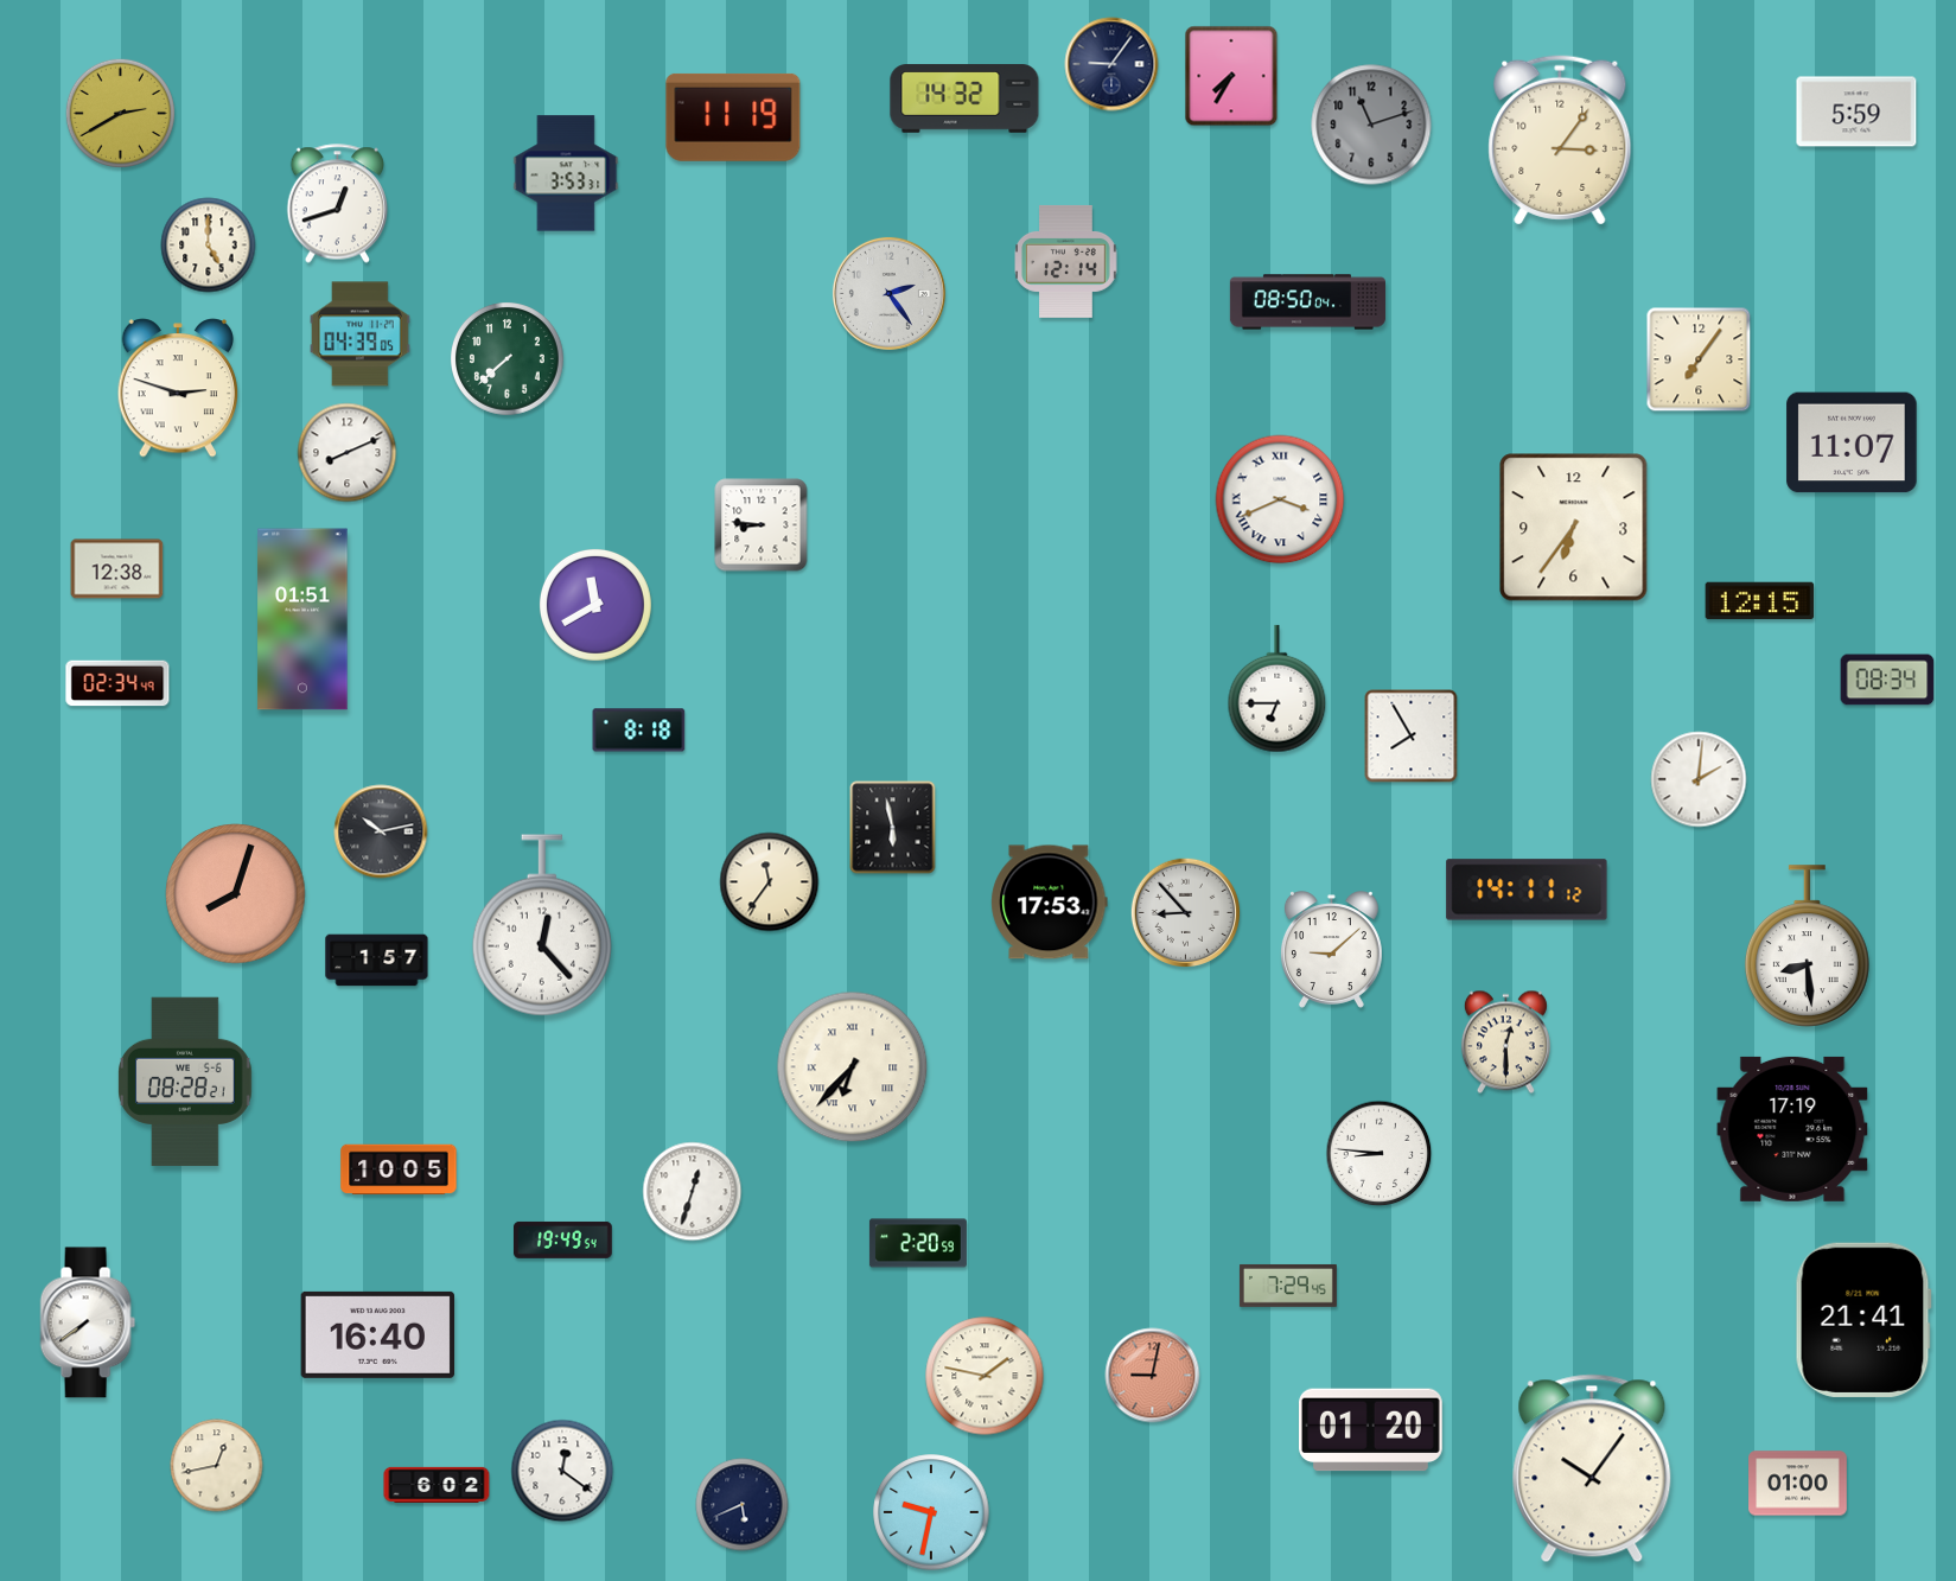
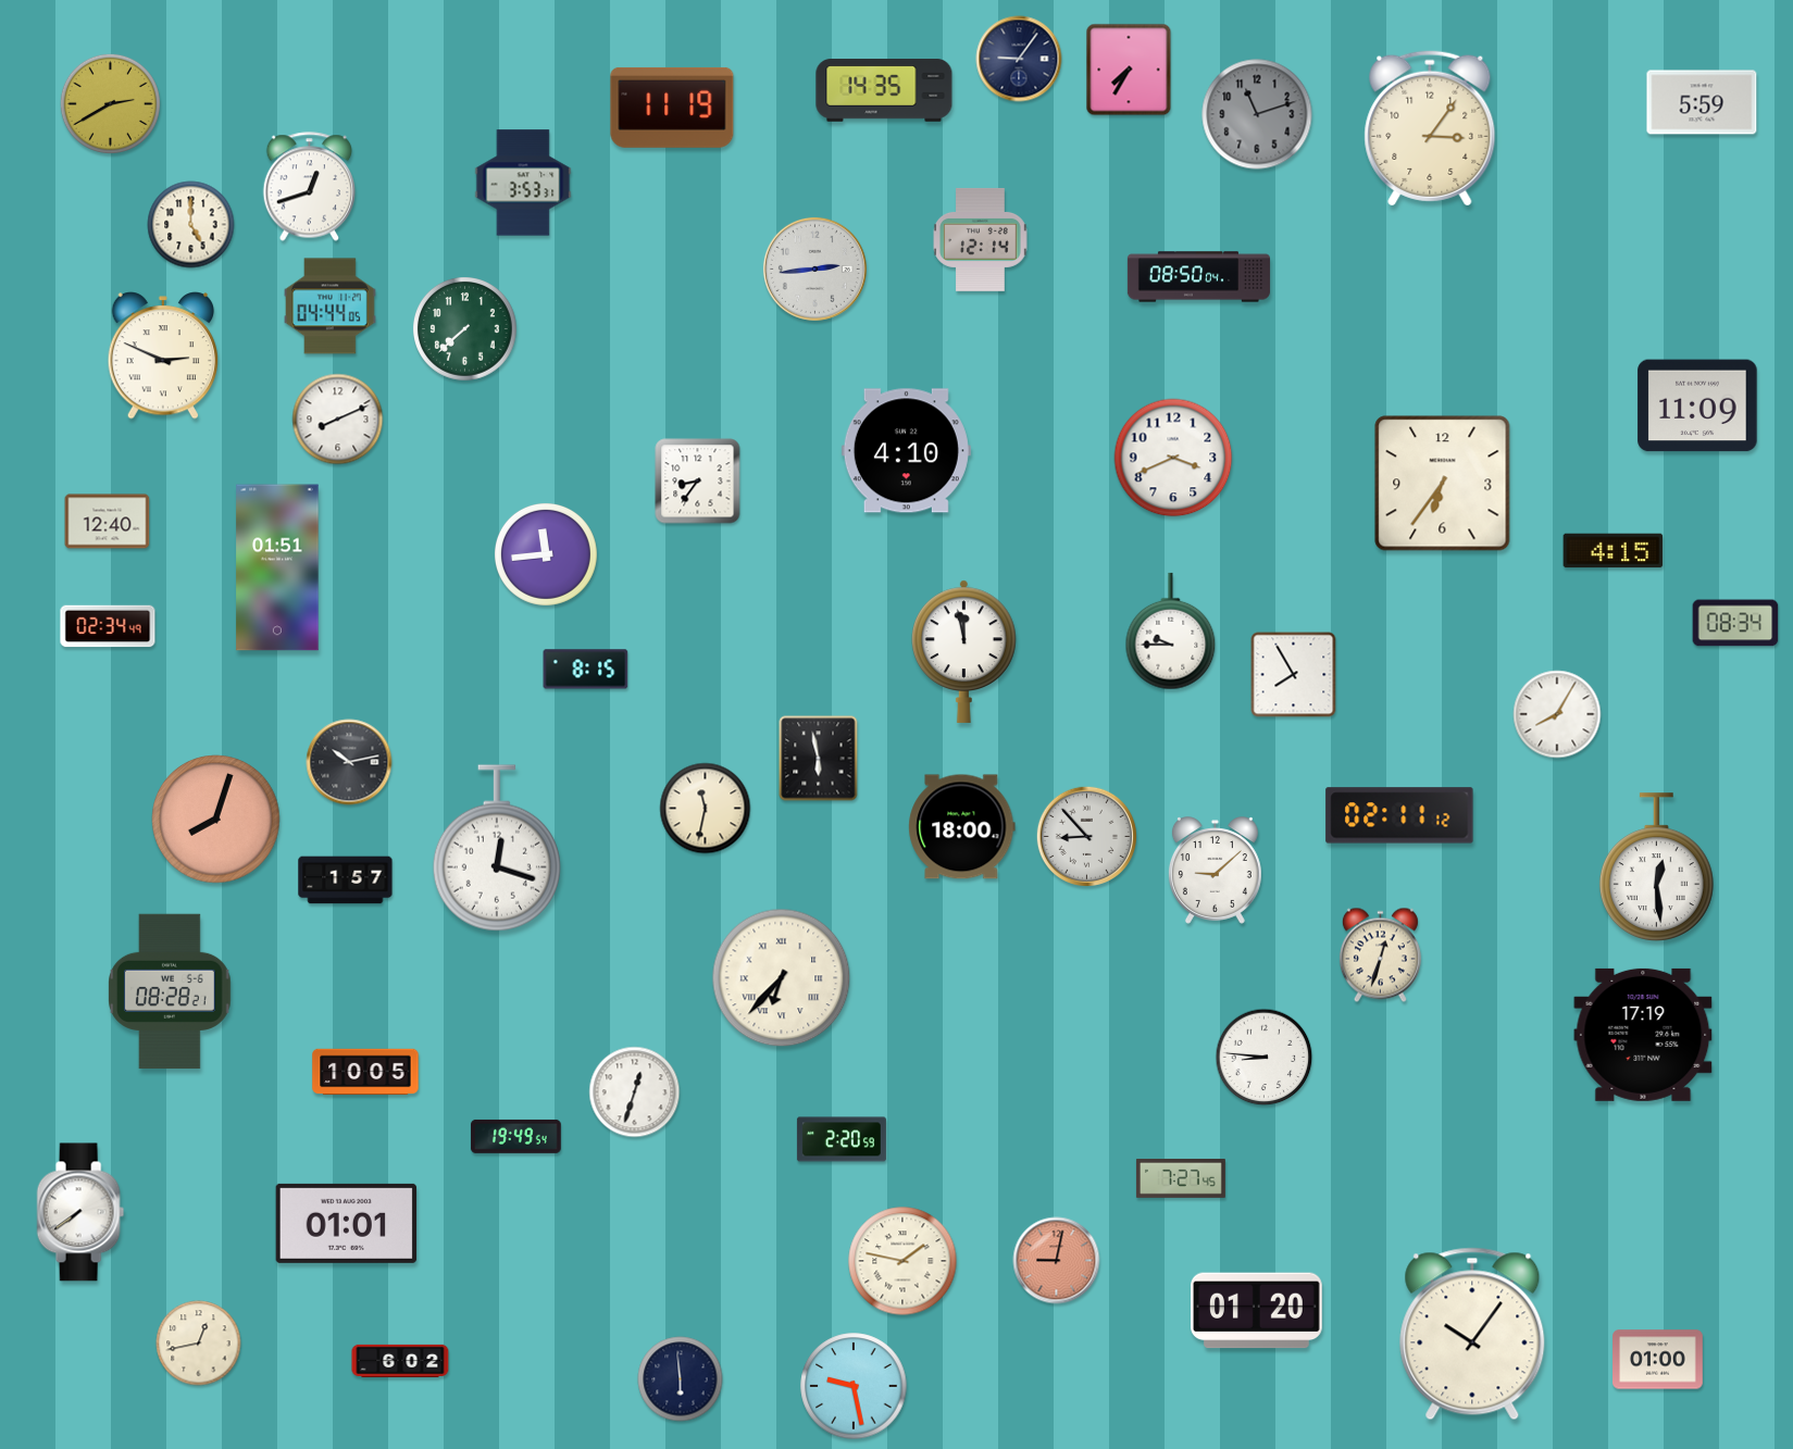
clock at (964, 98): 14:32 -> 14:35
clock at (566, 173) position: (566, 173) -> (523, 183)
clock at (1066, 261) position: (1066, 261) -> (981, 239)
clock at (888, 293): 2:24 -> 2:44
clock at (361, 334): 04:39 -> 04:44
clock at (1699, 359): 7:06 -> none
clock at (178, 388): 2:48 -> 2:49
clock at (1852, 442): 11:07 -> 11:09
clock at (348, 453) position: (348, 453) -> (338, 420)
clock at (906, 451): none -> 4:10
clock at (1280, 499) numerals: Roman -> Arabic
clock at (762, 525): 8:46 -> 8:36
clock at (117, 569): 12:38 -> 12:40
clock at (1760, 601): 12:15 -> 4:15
clock at (595, 605): 11:40 -> 11:44
clock at (1887, 680) position: (1887, 680) -> (1735, 623)
clock at (1278, 689): 6:45 -> 9:45
clock at (964, 651): none -> 11:58
clock at (639, 731): 8:18 -> 8:15
clock at (1699, 779): 2:01 -> 8:05
clock at (770, 882): 11:36 -> 11:32
clock at (1527, 890): 14:11 -> 02:11
clock at (1050, 903): 17:53 -> 18:00
clock at (542, 925): 12:23 -> 12:18
clock at (1807, 945): 8:29 -> 12:29
clock at (1331, 950) position: (1331, 950) -> (1215, 871)
clock at (1505, 1043): 12:30 -> 12:33
clock at (1288, 1286): 7:29 -> 7:27
clock at (1863, 1320): 21:41 -> none
clock at (378, 1334): 16:40 -> 01:01
clock at (1592, 1468) position: (1592, 1468) -> (1472, 1334)
clock at (562, 1471): 12:21 -> none
clock at (1798, 1484) position: (1798, 1484) -> (1658, 1360)
clock at (743, 1505): 5:41 -> 5:59
clock at (931, 1512): 9:32 -> 9:28
